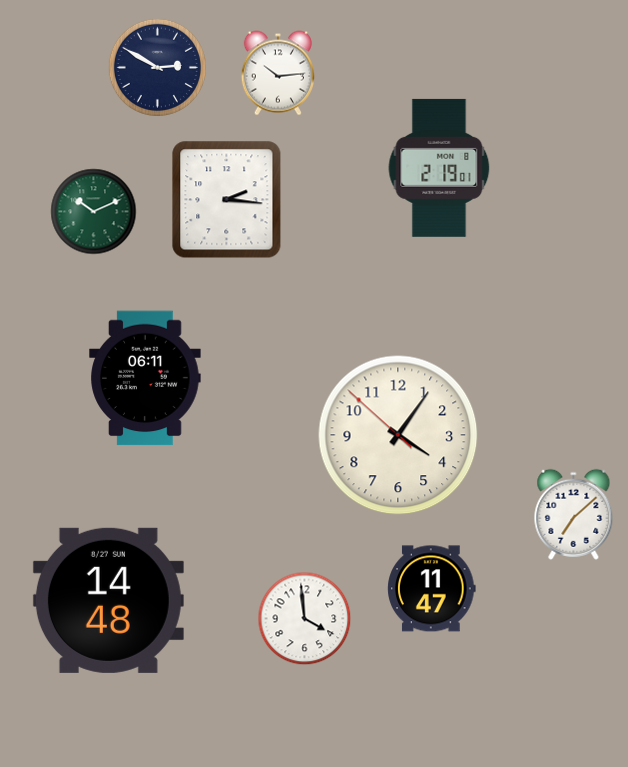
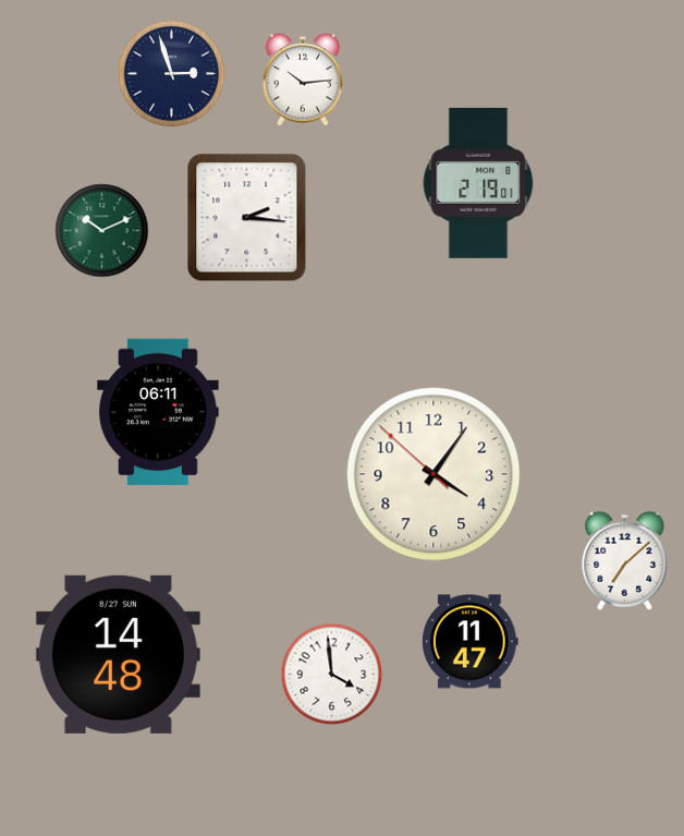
clock at (157, 67): 2:50 -> 2:57
